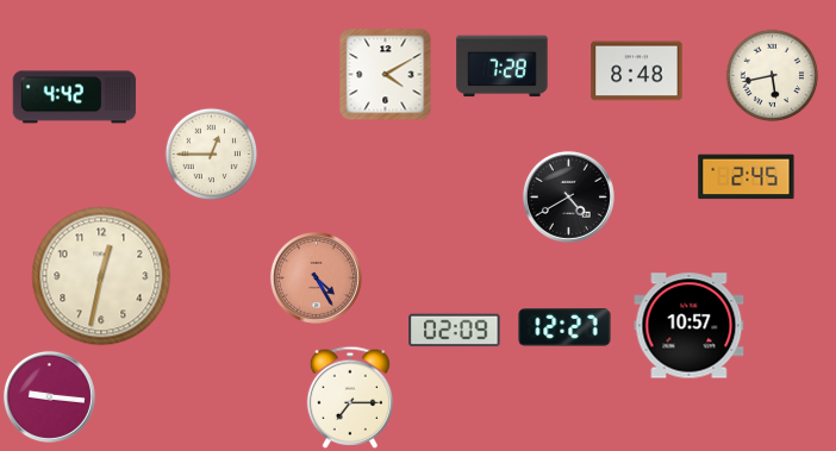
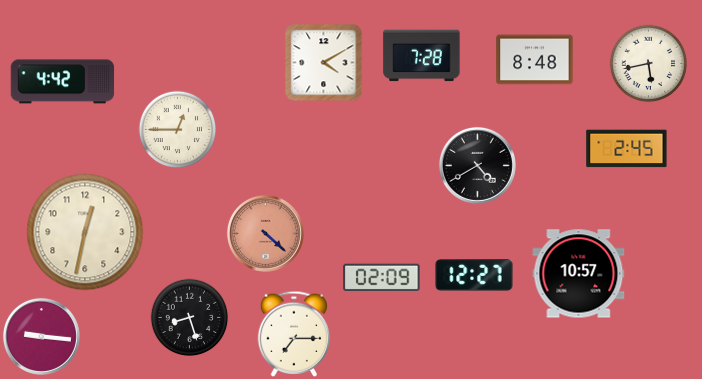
clock at (316, 277): 4:25 -> 4:22
clock at (189, 317): none -> 8:27
clock at (49, 396) position: (49, 396) -> (41, 336)
